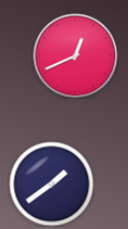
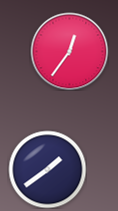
clock at (75, 55): 12:41 -> 12:36
